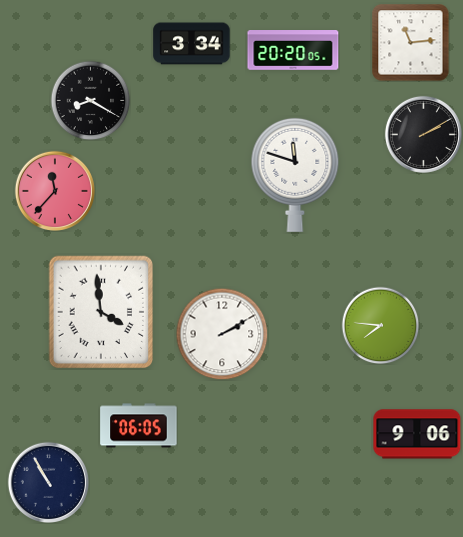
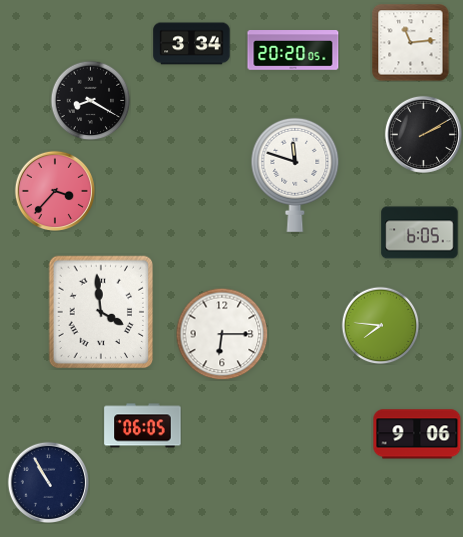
clock at (55, 191): 11:37 -> 3:37
clock at (420, 233): none -> 6:05
clock at (222, 334): 2:10 -> 6:15
clock at (139, 426) position: (139, 426) -> (143, 426)
